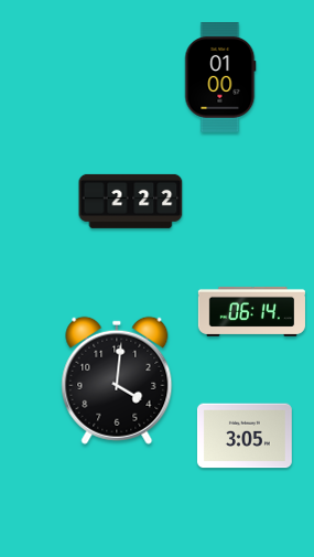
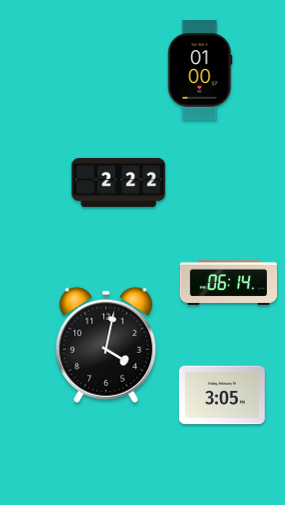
clock at (117, 381): 4:01 -> 4:02
